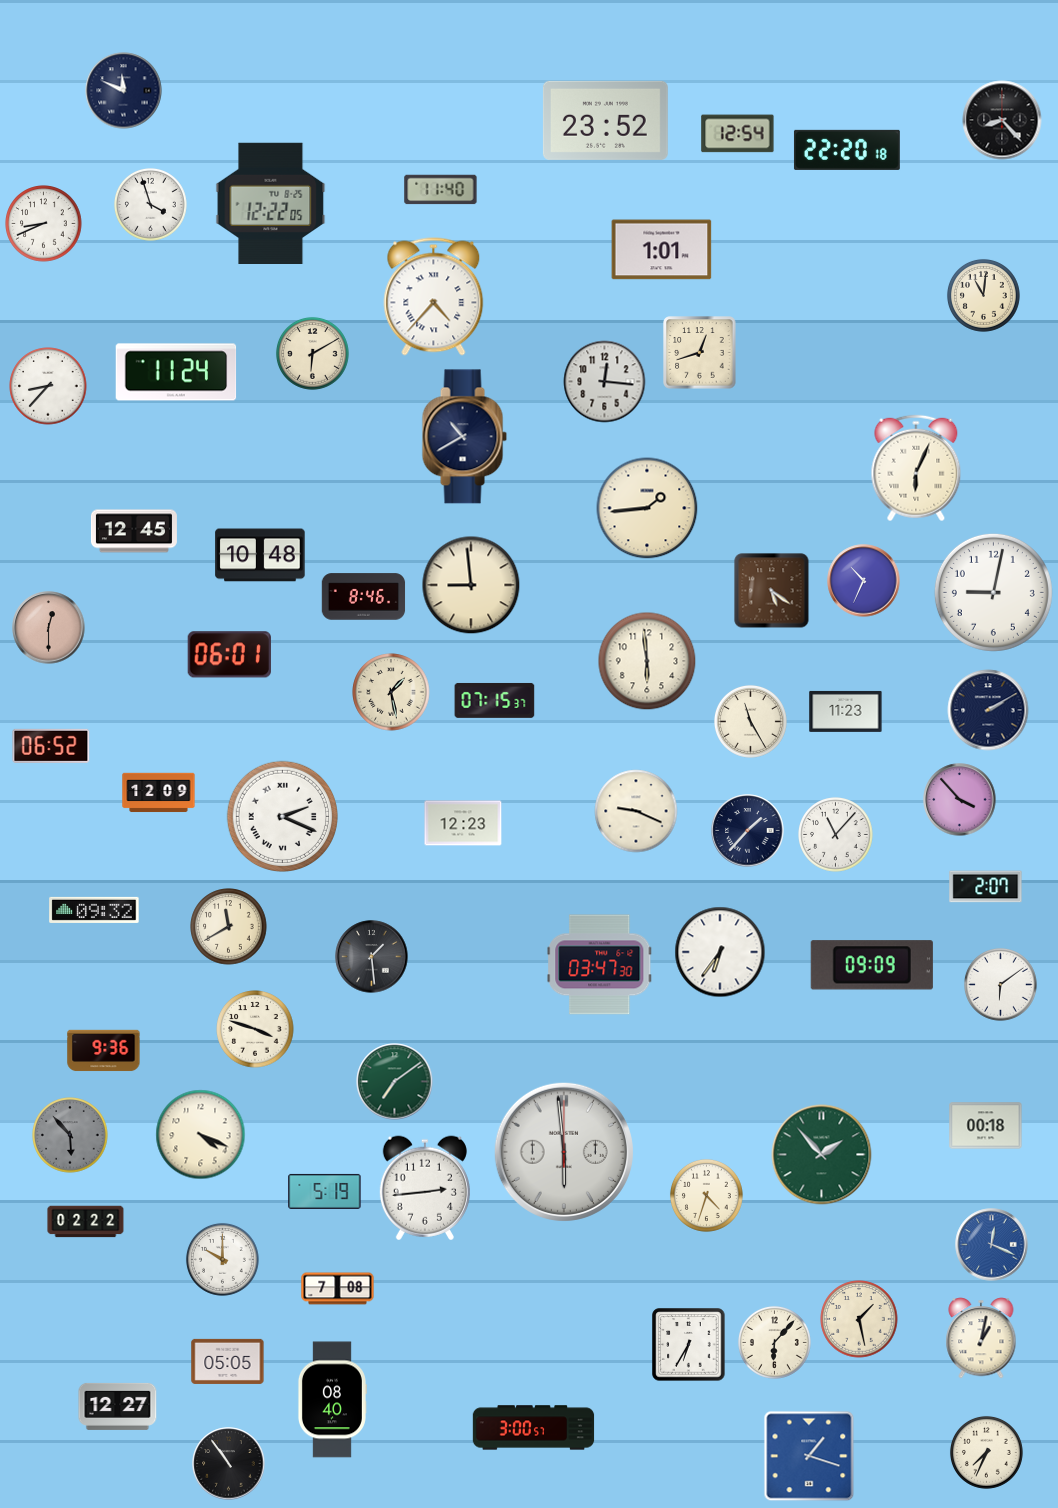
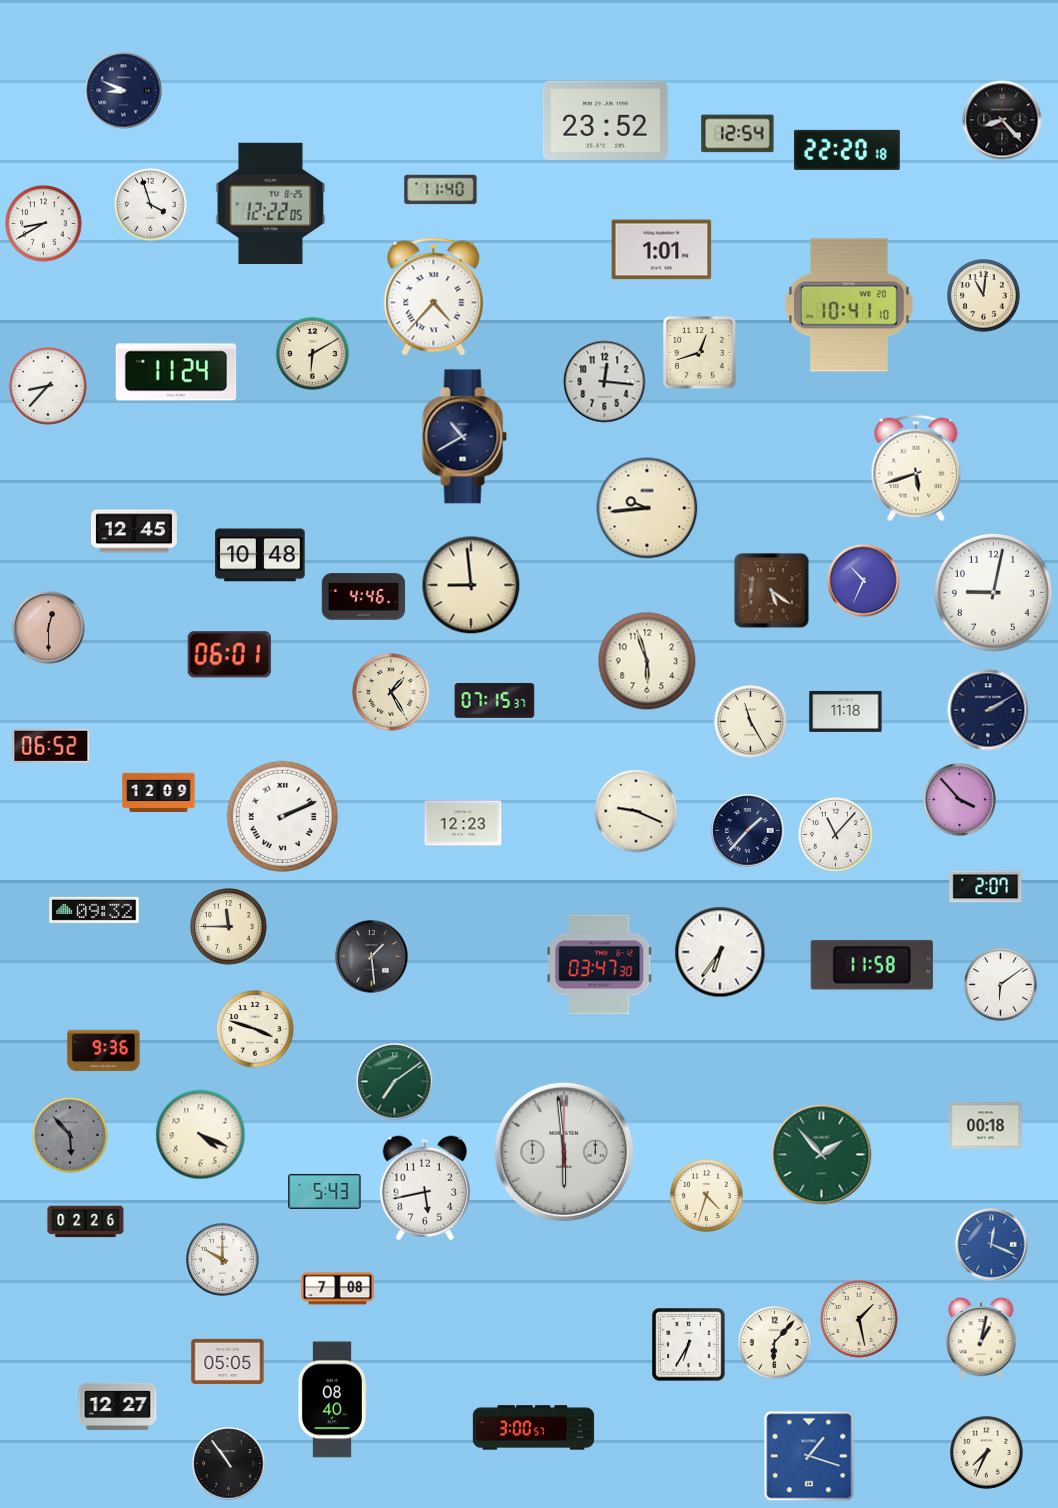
clock at (124, 91): 11:49 -> 8:49
clock at (44, 224): 8:41 -> 8:40
clock at (850, 305): none -> 10:41
clock at (916, 468): 6:04 -> 5:42
clock at (647, 508): 1:44 -> 9:44
clock at (364, 597): 8:46 -> 4:46
clock at (647, 661): 5:59 -> 5:57
clock at (391, 692): 1:28 -> 1:25
clock at (846, 711): 11:23 -> 11:18
clock at (282, 816): 2:19 -> 2:11
clock at (229, 927): 11:40 -> 11:45
clock at (872, 965): 09:09 -> 11:58
clock at (425, 1188): 2:44 -> 5:43
clock at (325, 1191): 5:19 -> 5:43
clock at (86, 1222): 02:22 -> 02:26
